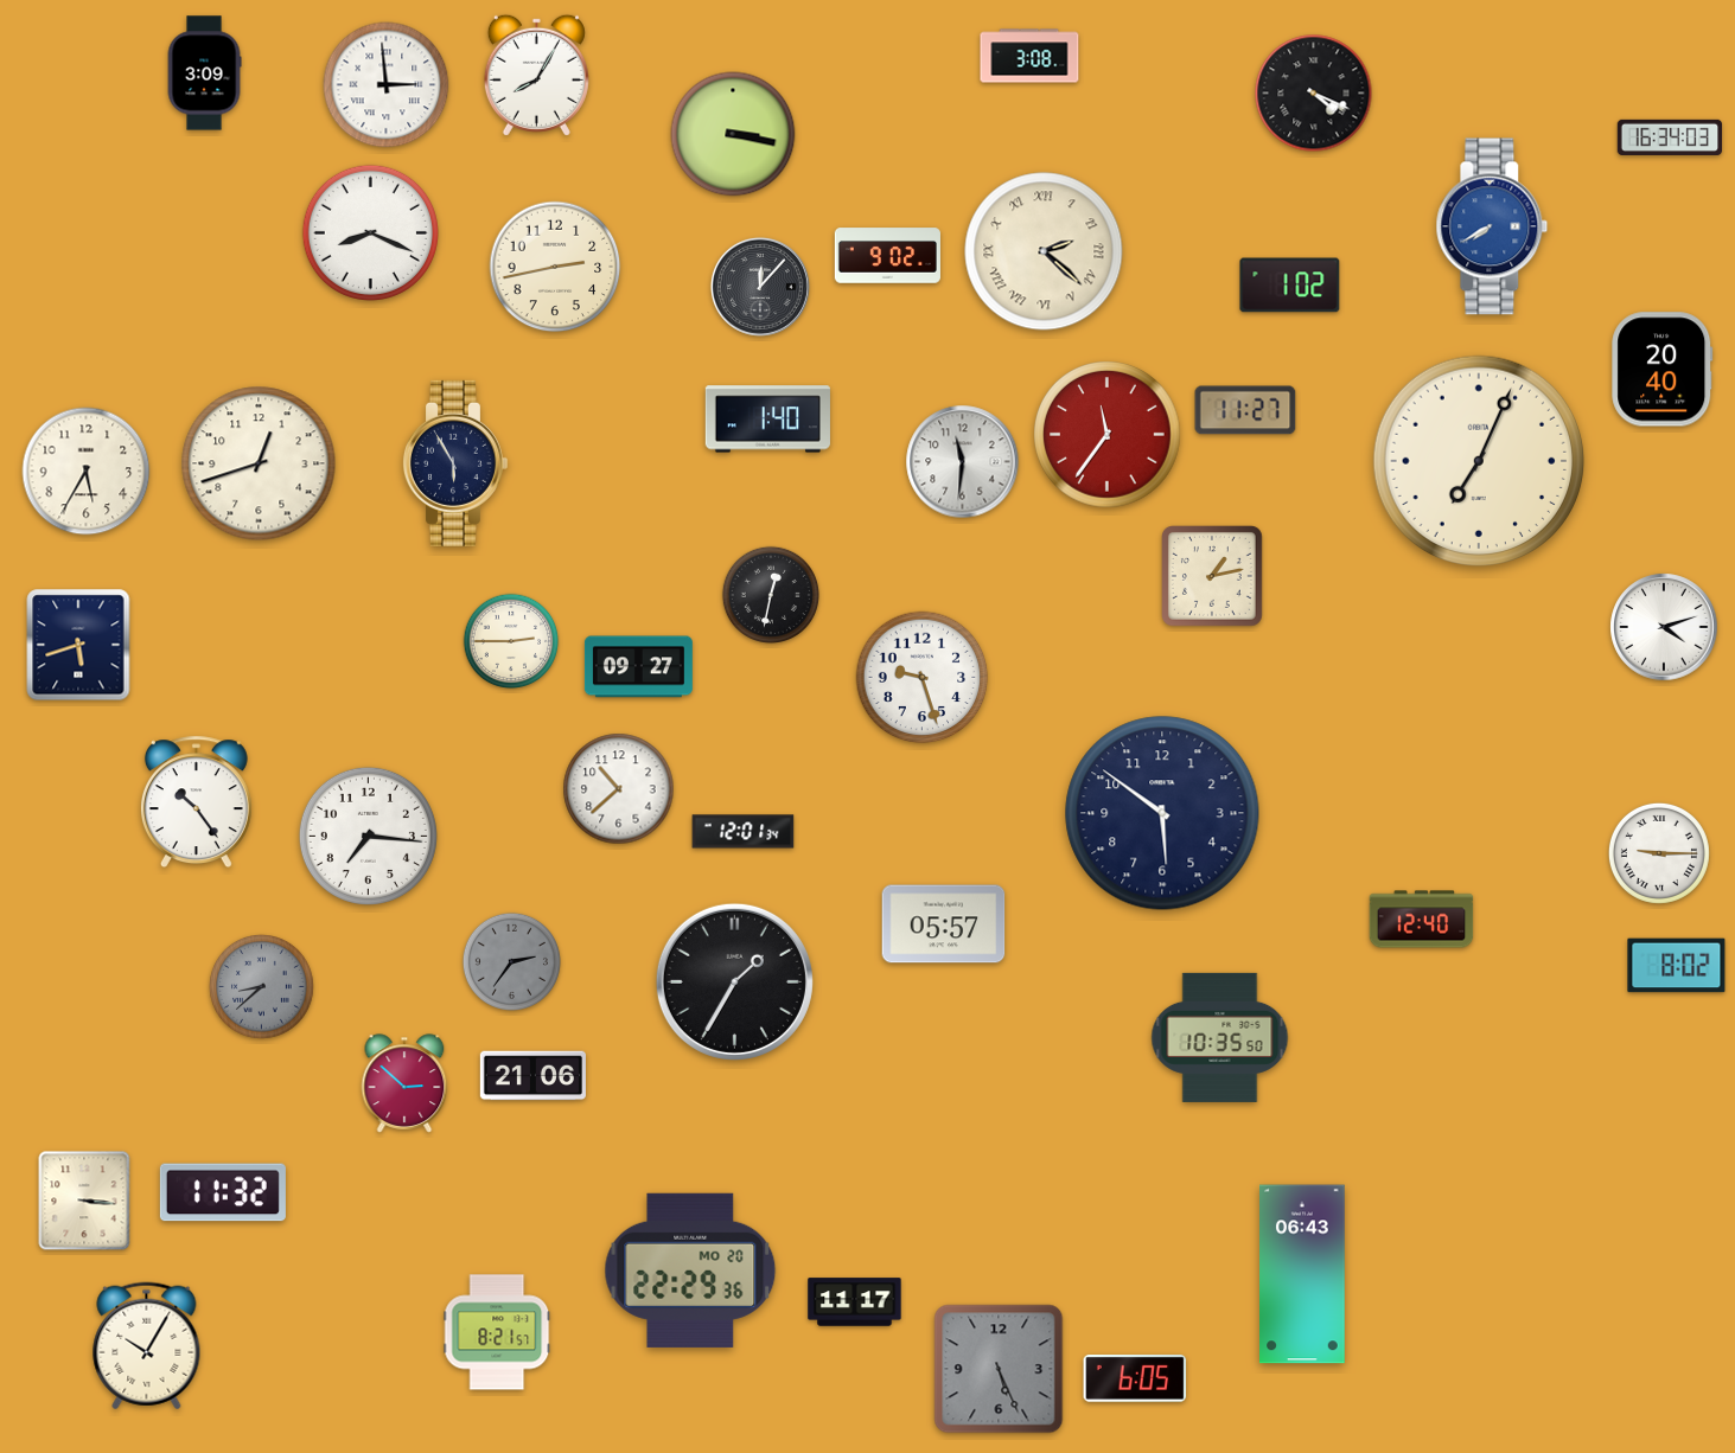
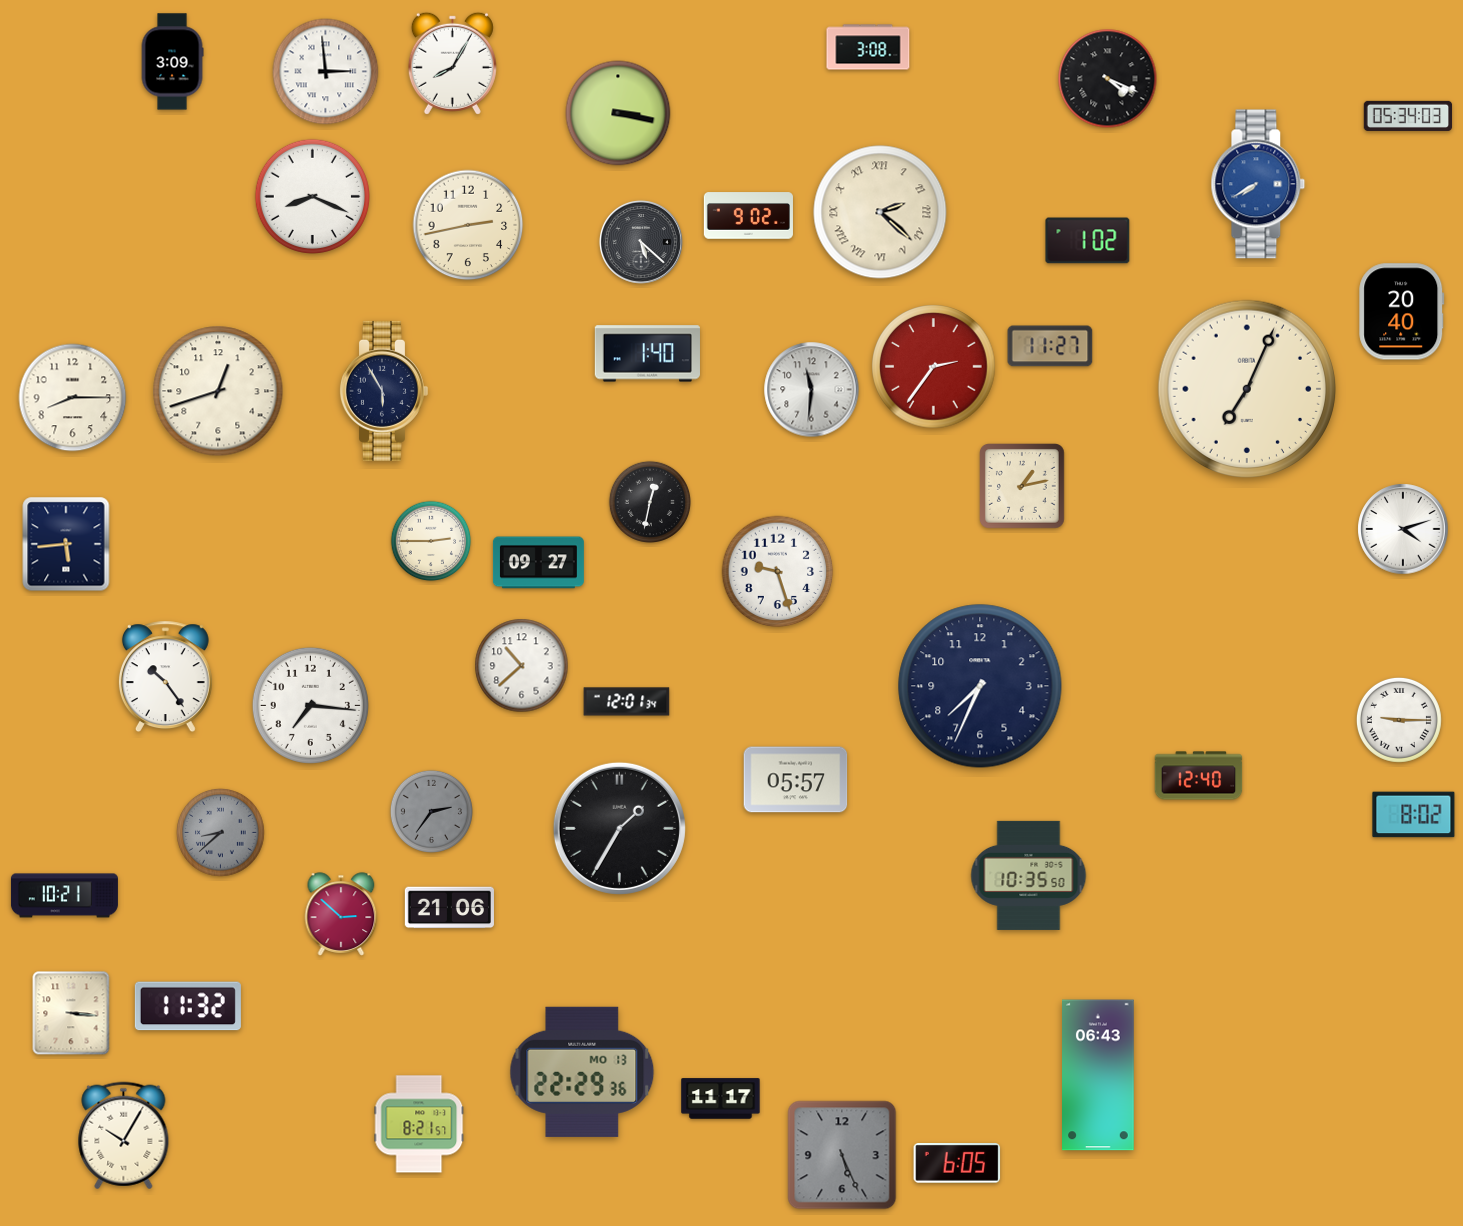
clock at (1670, 137): 16:34 -> 05:34
clock at (1492, 226) position: (1492, 226) -> (1258, 184)
clock at (760, 287): 12:07 -> 5:22
clock at (1108, 435): 11:36 -> 2:36
clock at (87, 472): 5:35 -> 8:15
clock at (78, 645): 5:42 -> 5:44
clock at (1162, 813): 5:51 -> 7:34
clock at (64, 896): none -> 10:21
clock at (690, 1270) date: MO 20 -> MO 13
